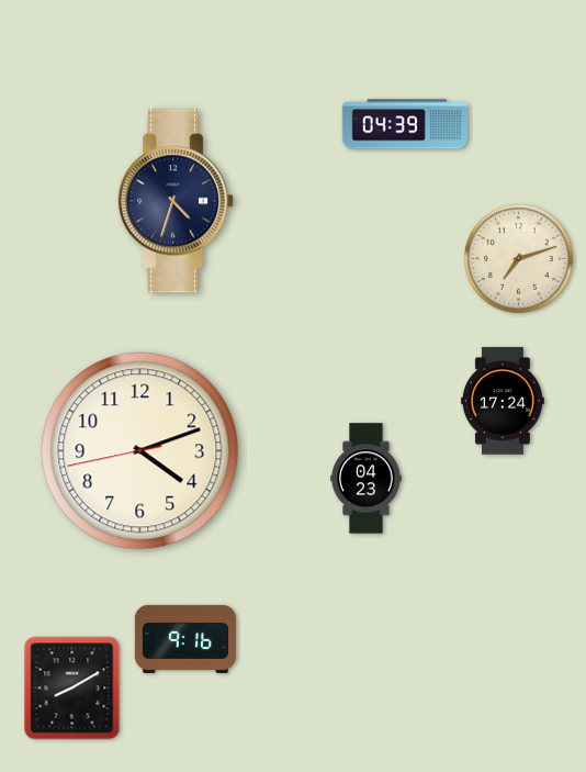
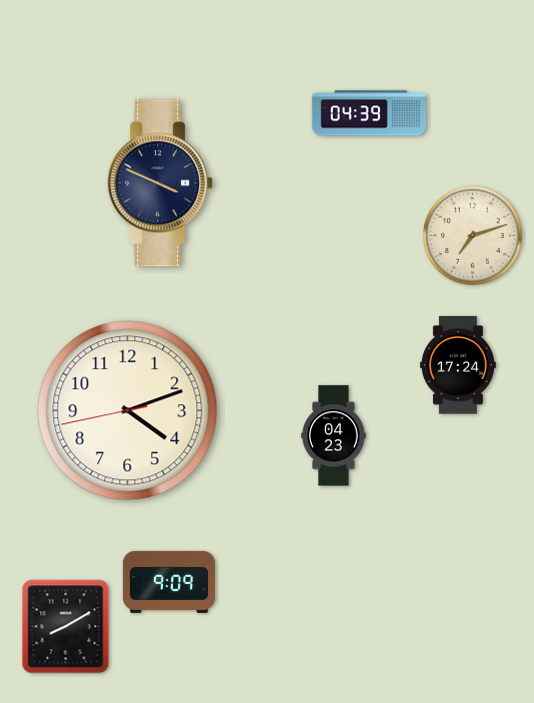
clock at (177, 201): 4:33 -> 3:49
clock at (184, 639): 9:16 -> 9:09
